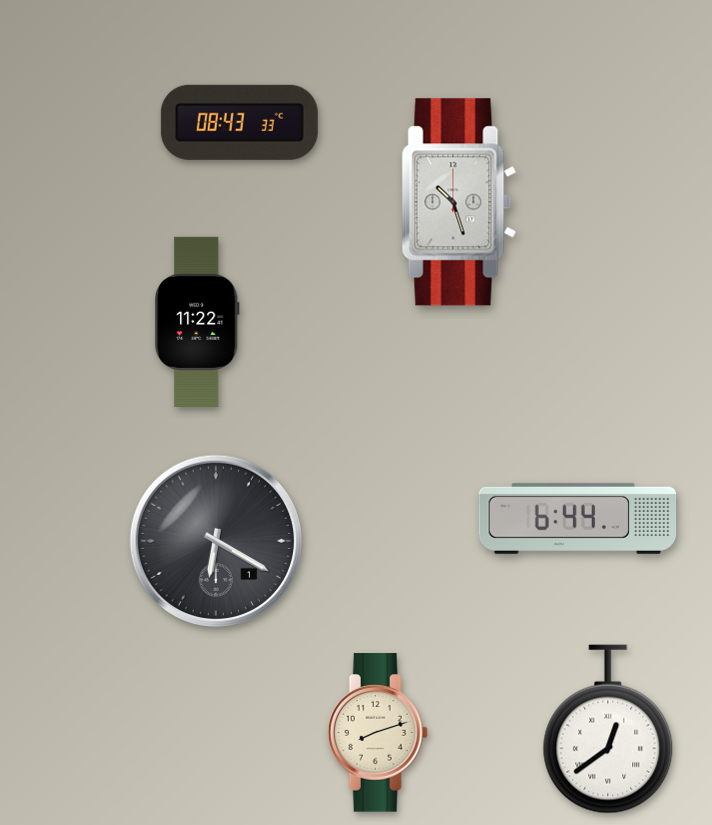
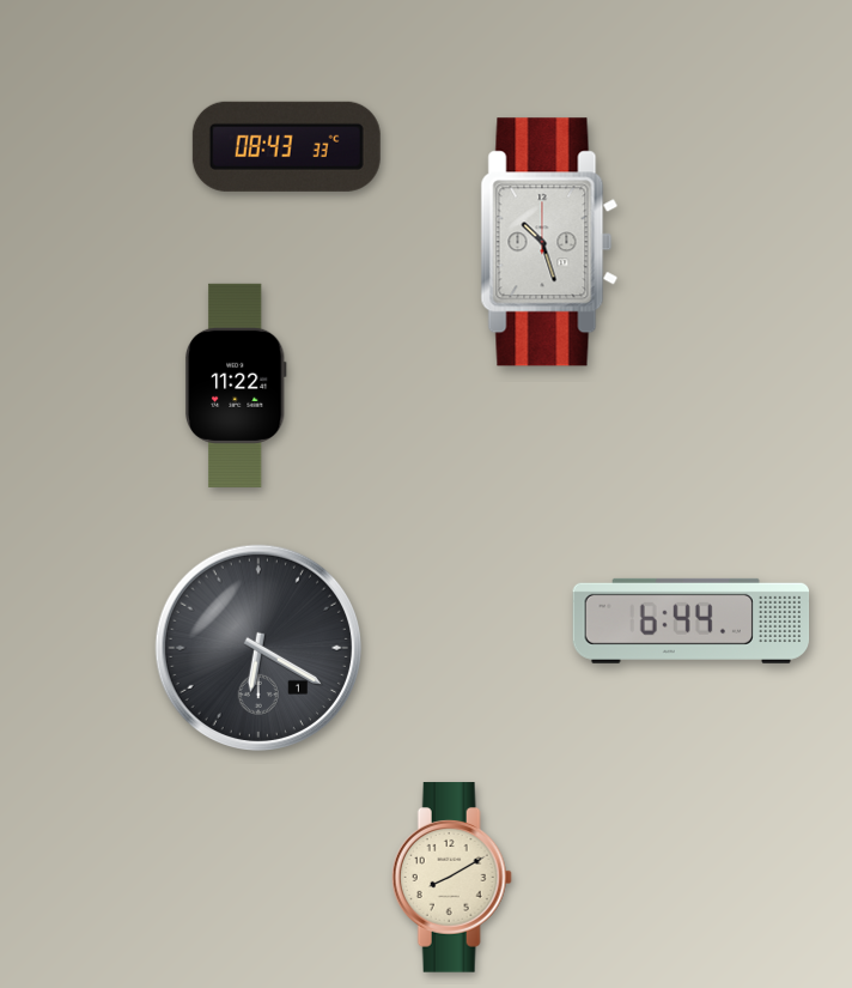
clock at (608, 729): 12:39 -> none
clock at (377, 733): 8:12 -> 8:10
